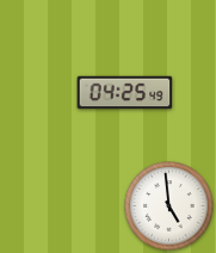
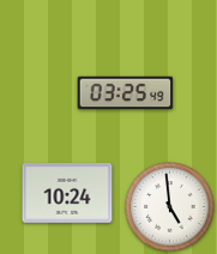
clock at (125, 93): 04:25 -> 03:25
clock at (67, 194): none -> 10:24
